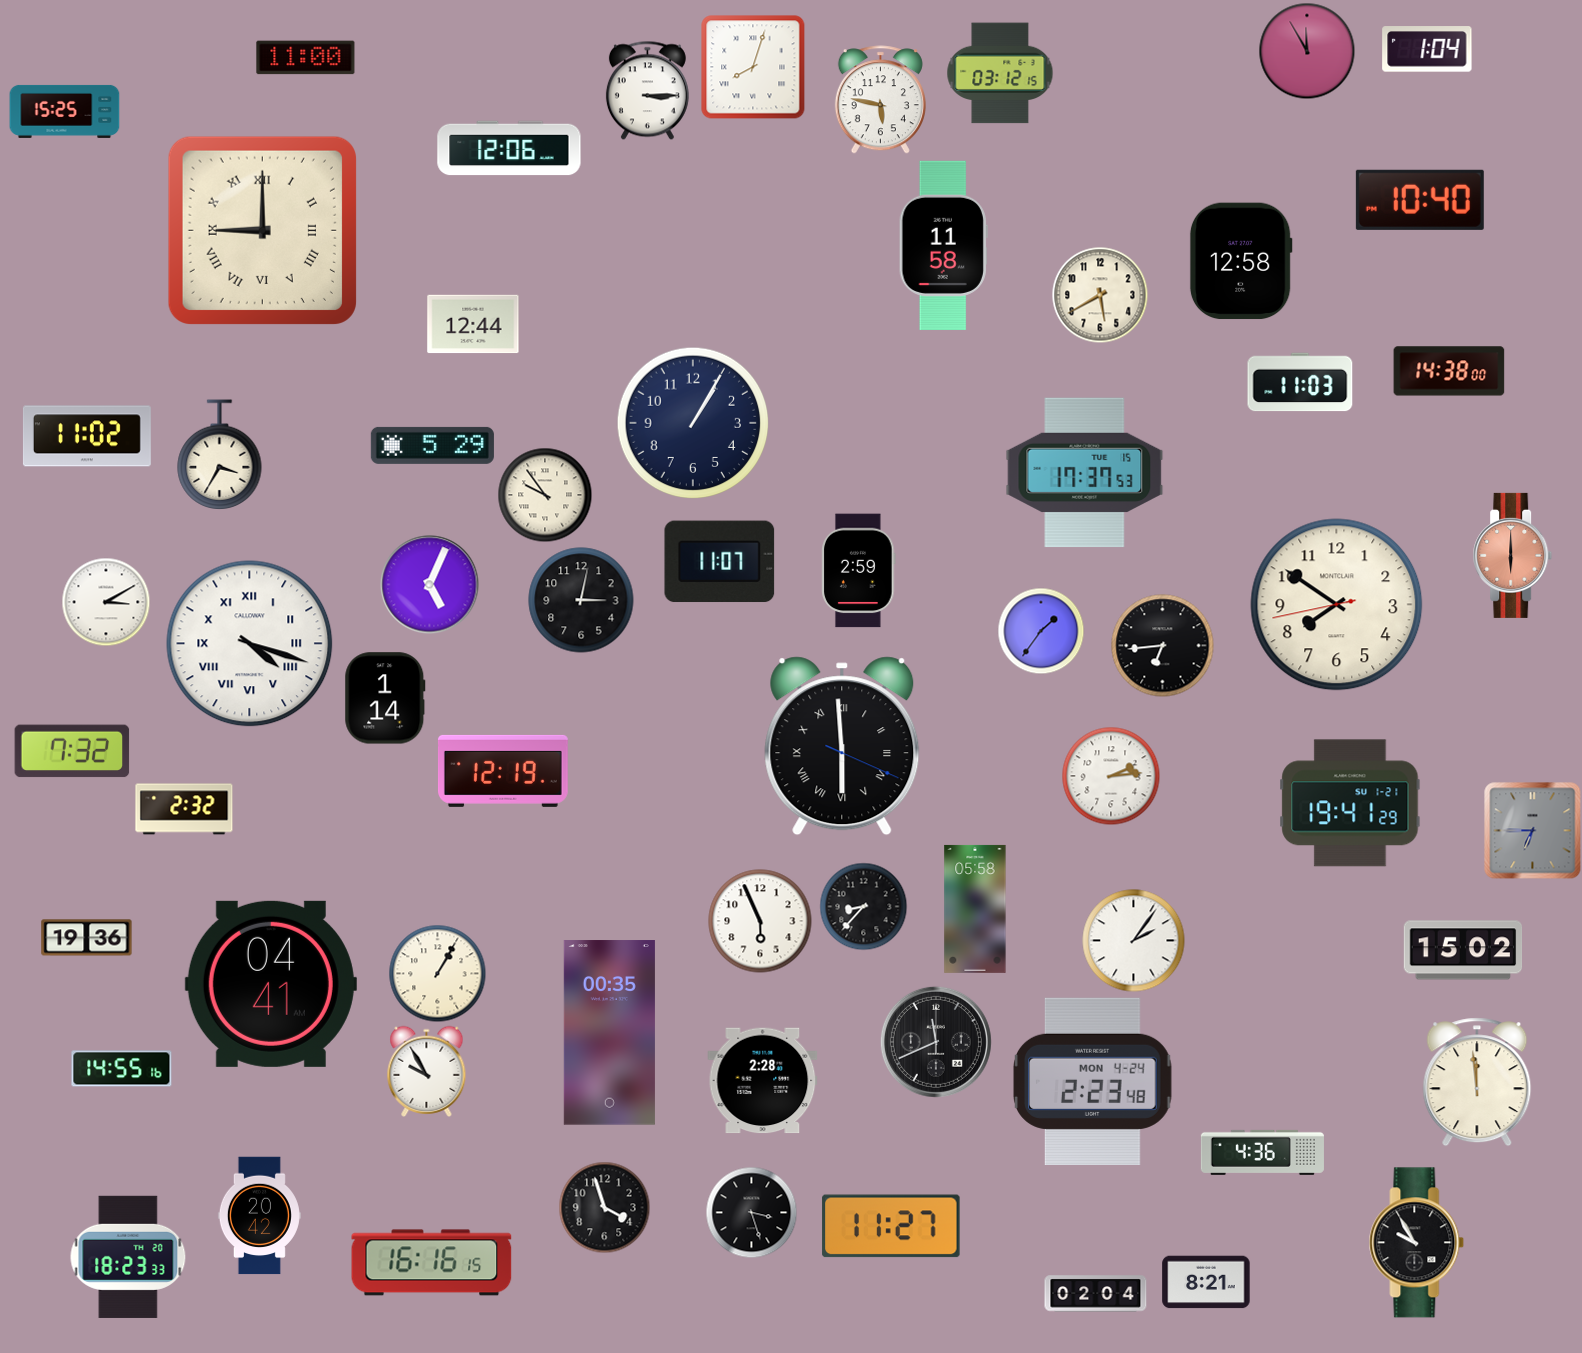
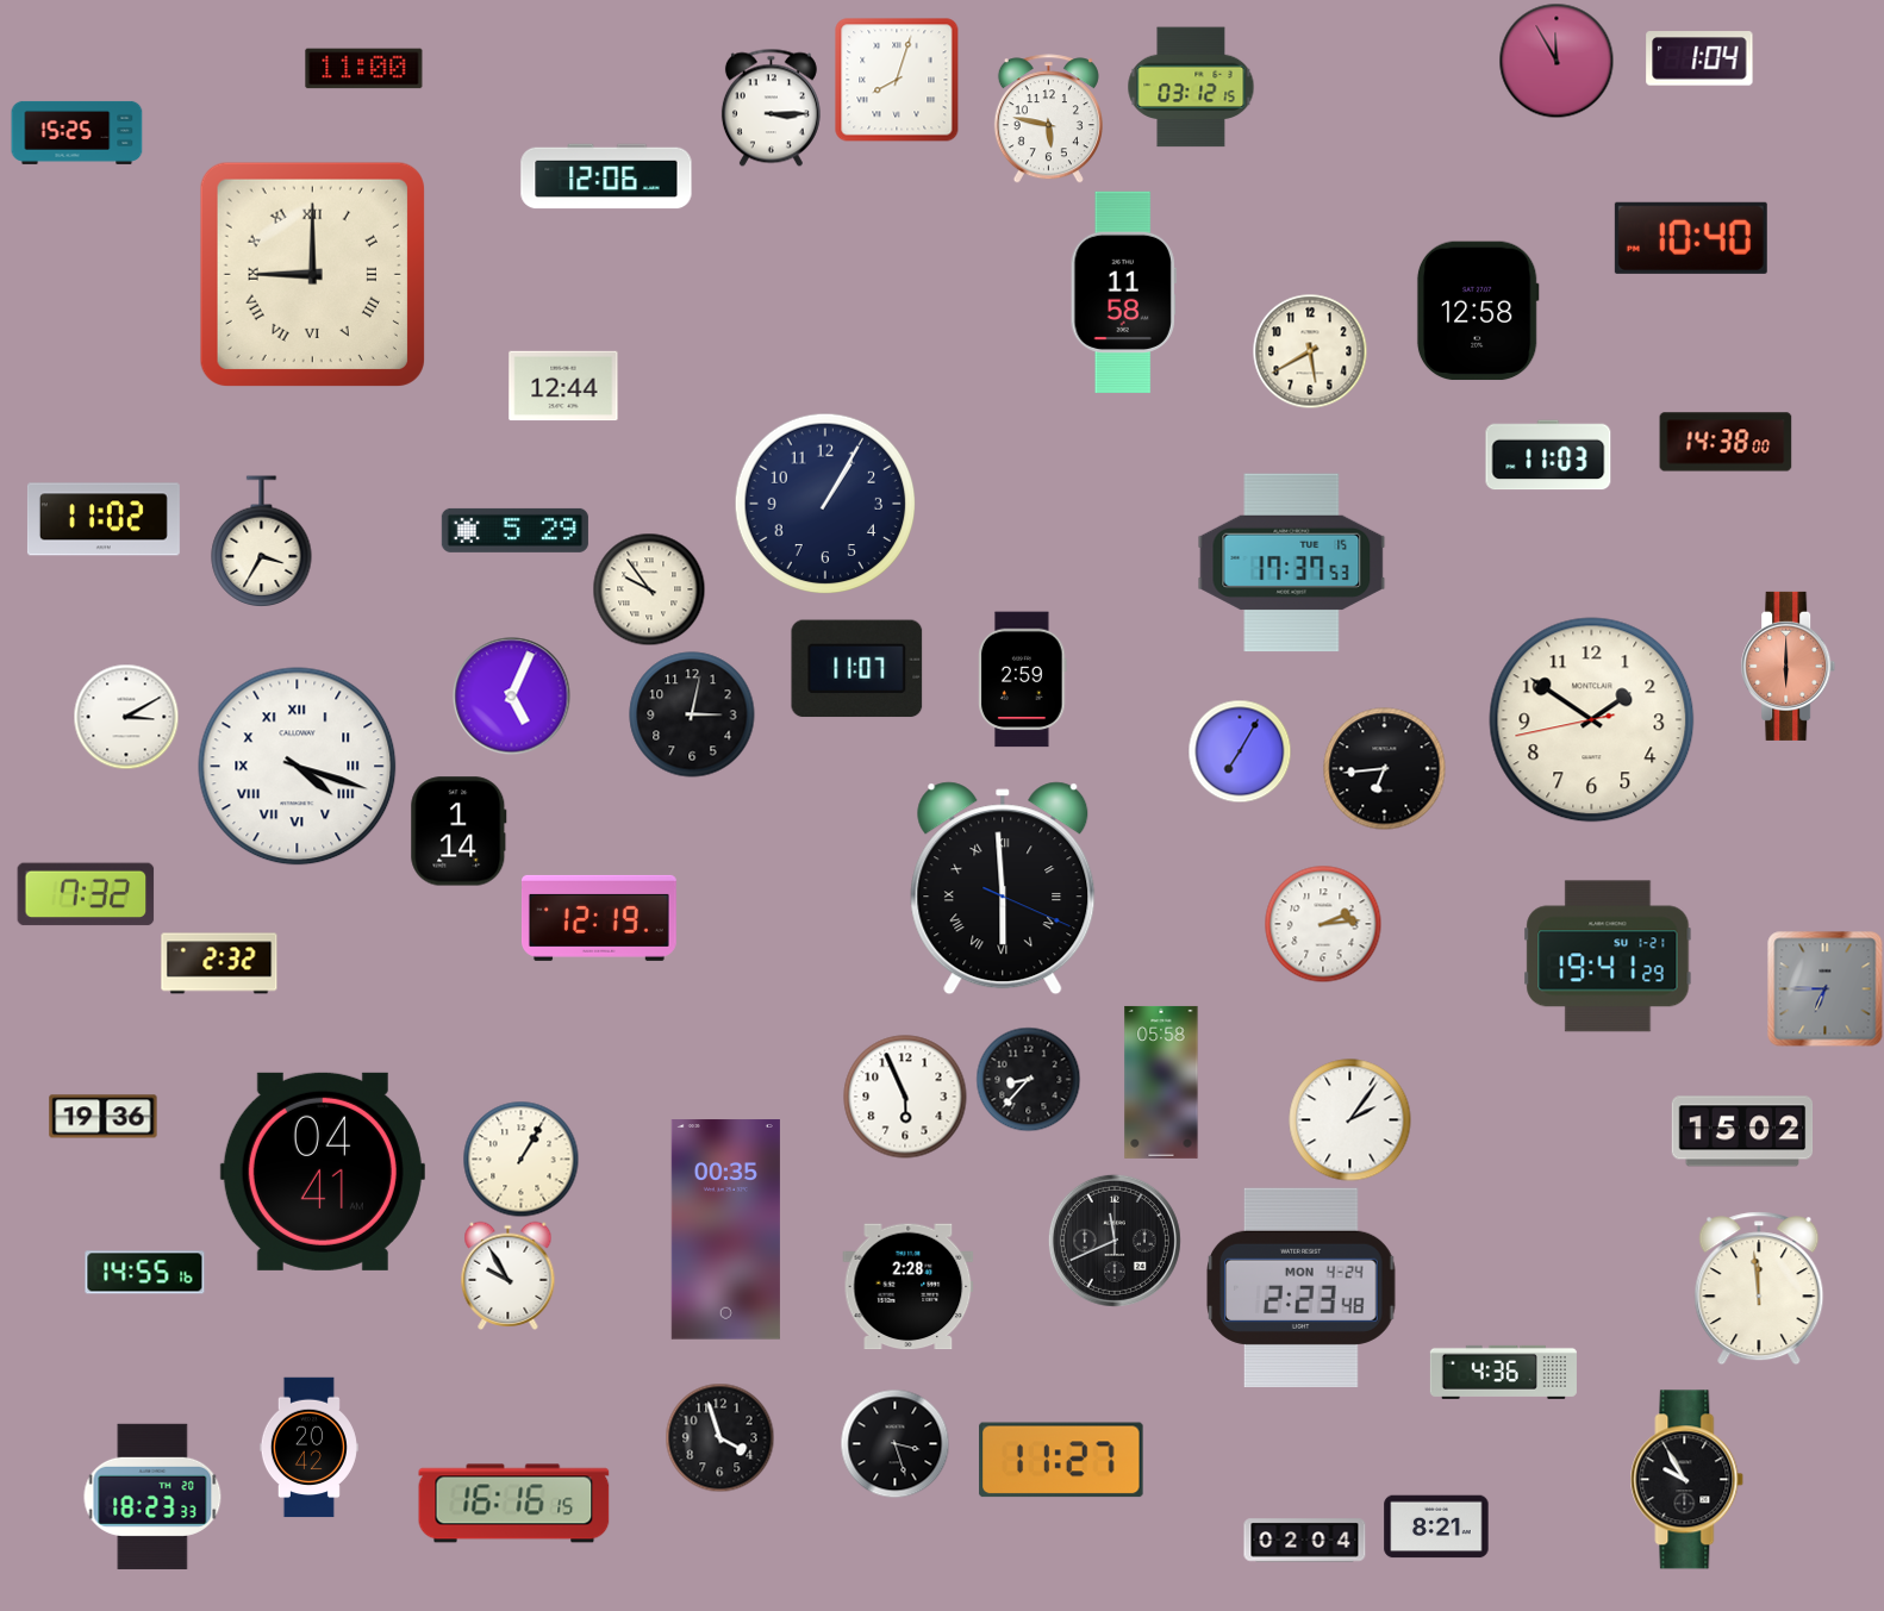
clock at (1513, 555) position: (1513, 555) -> (1789, 666)
clock at (1337, 605): 7:50 -> 1:50
clock at (1041, 631): 1:36 -> 7:05
